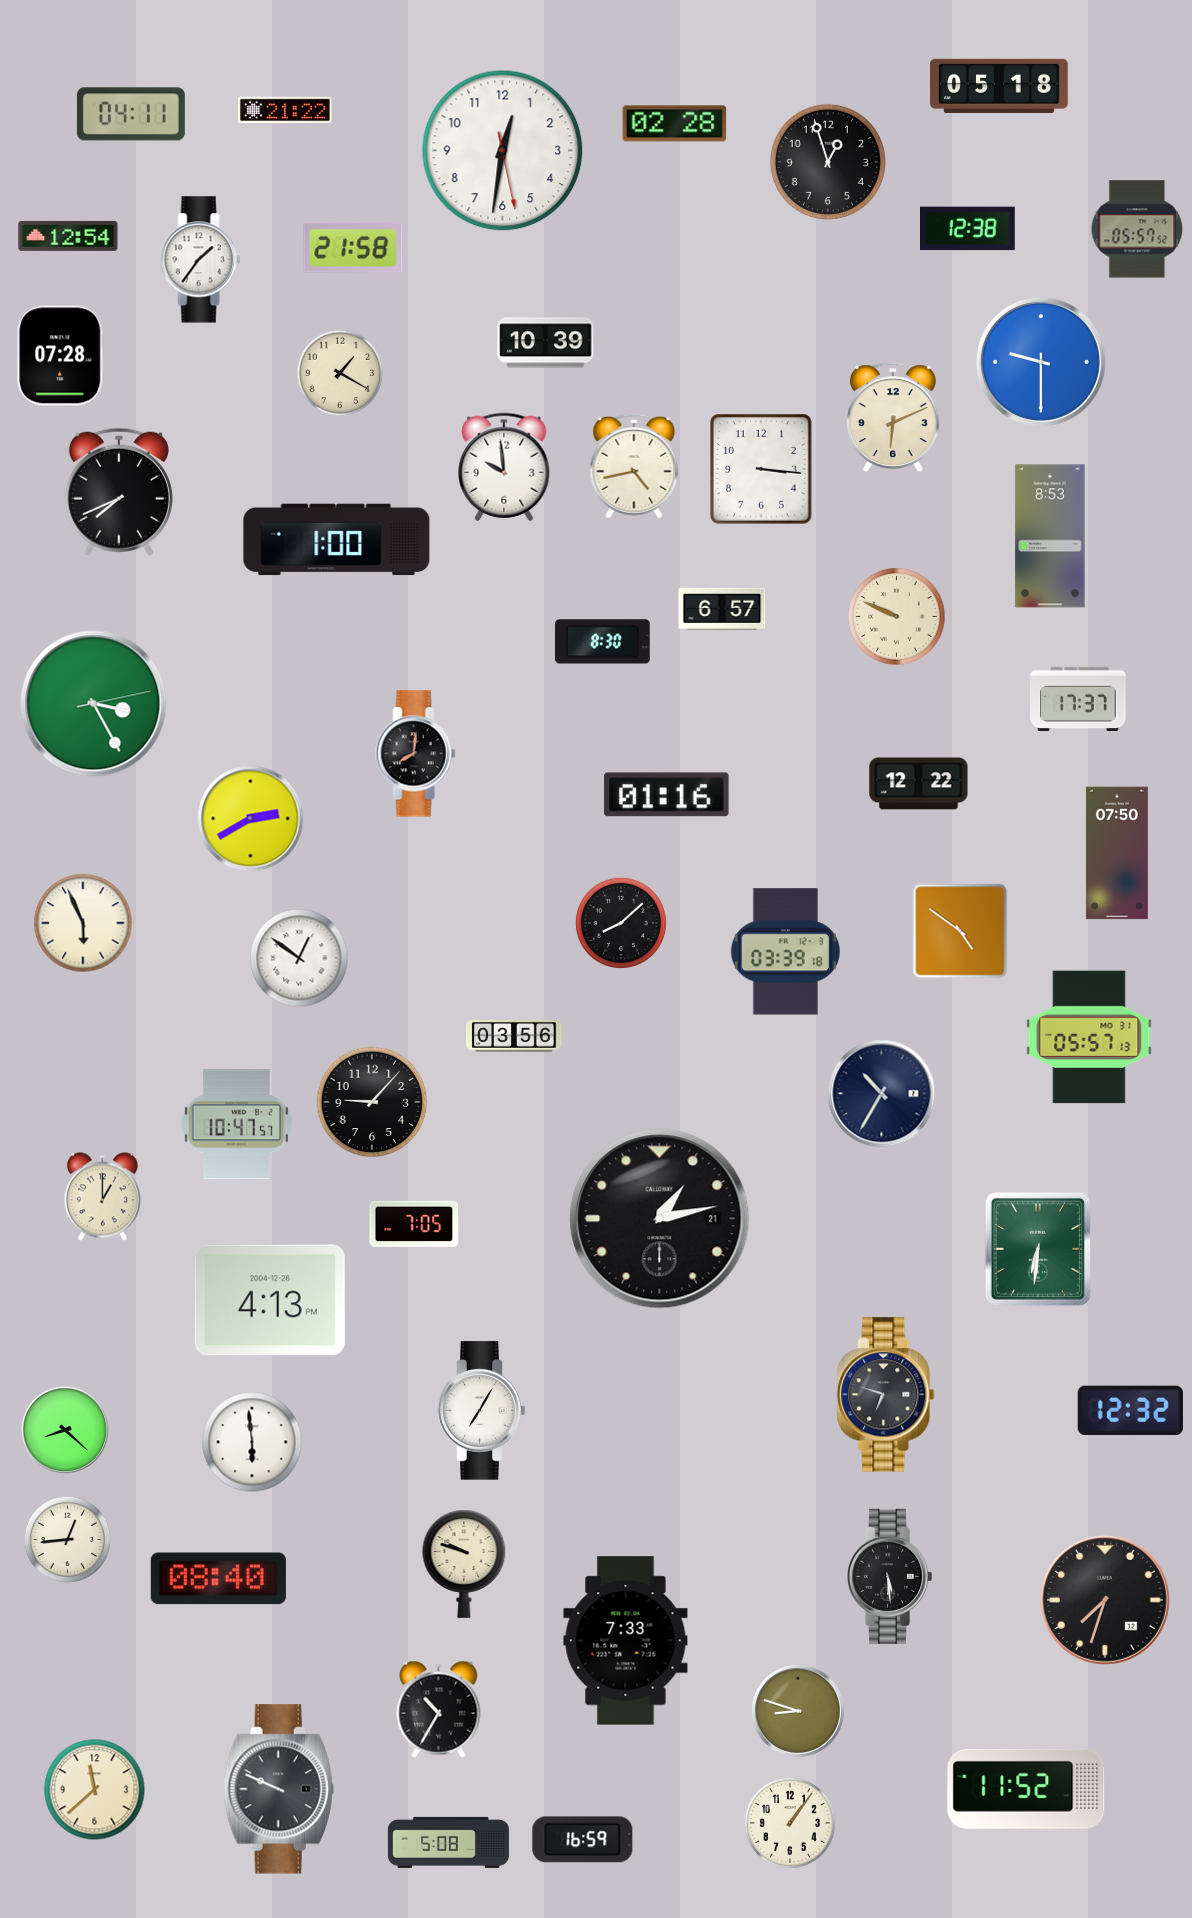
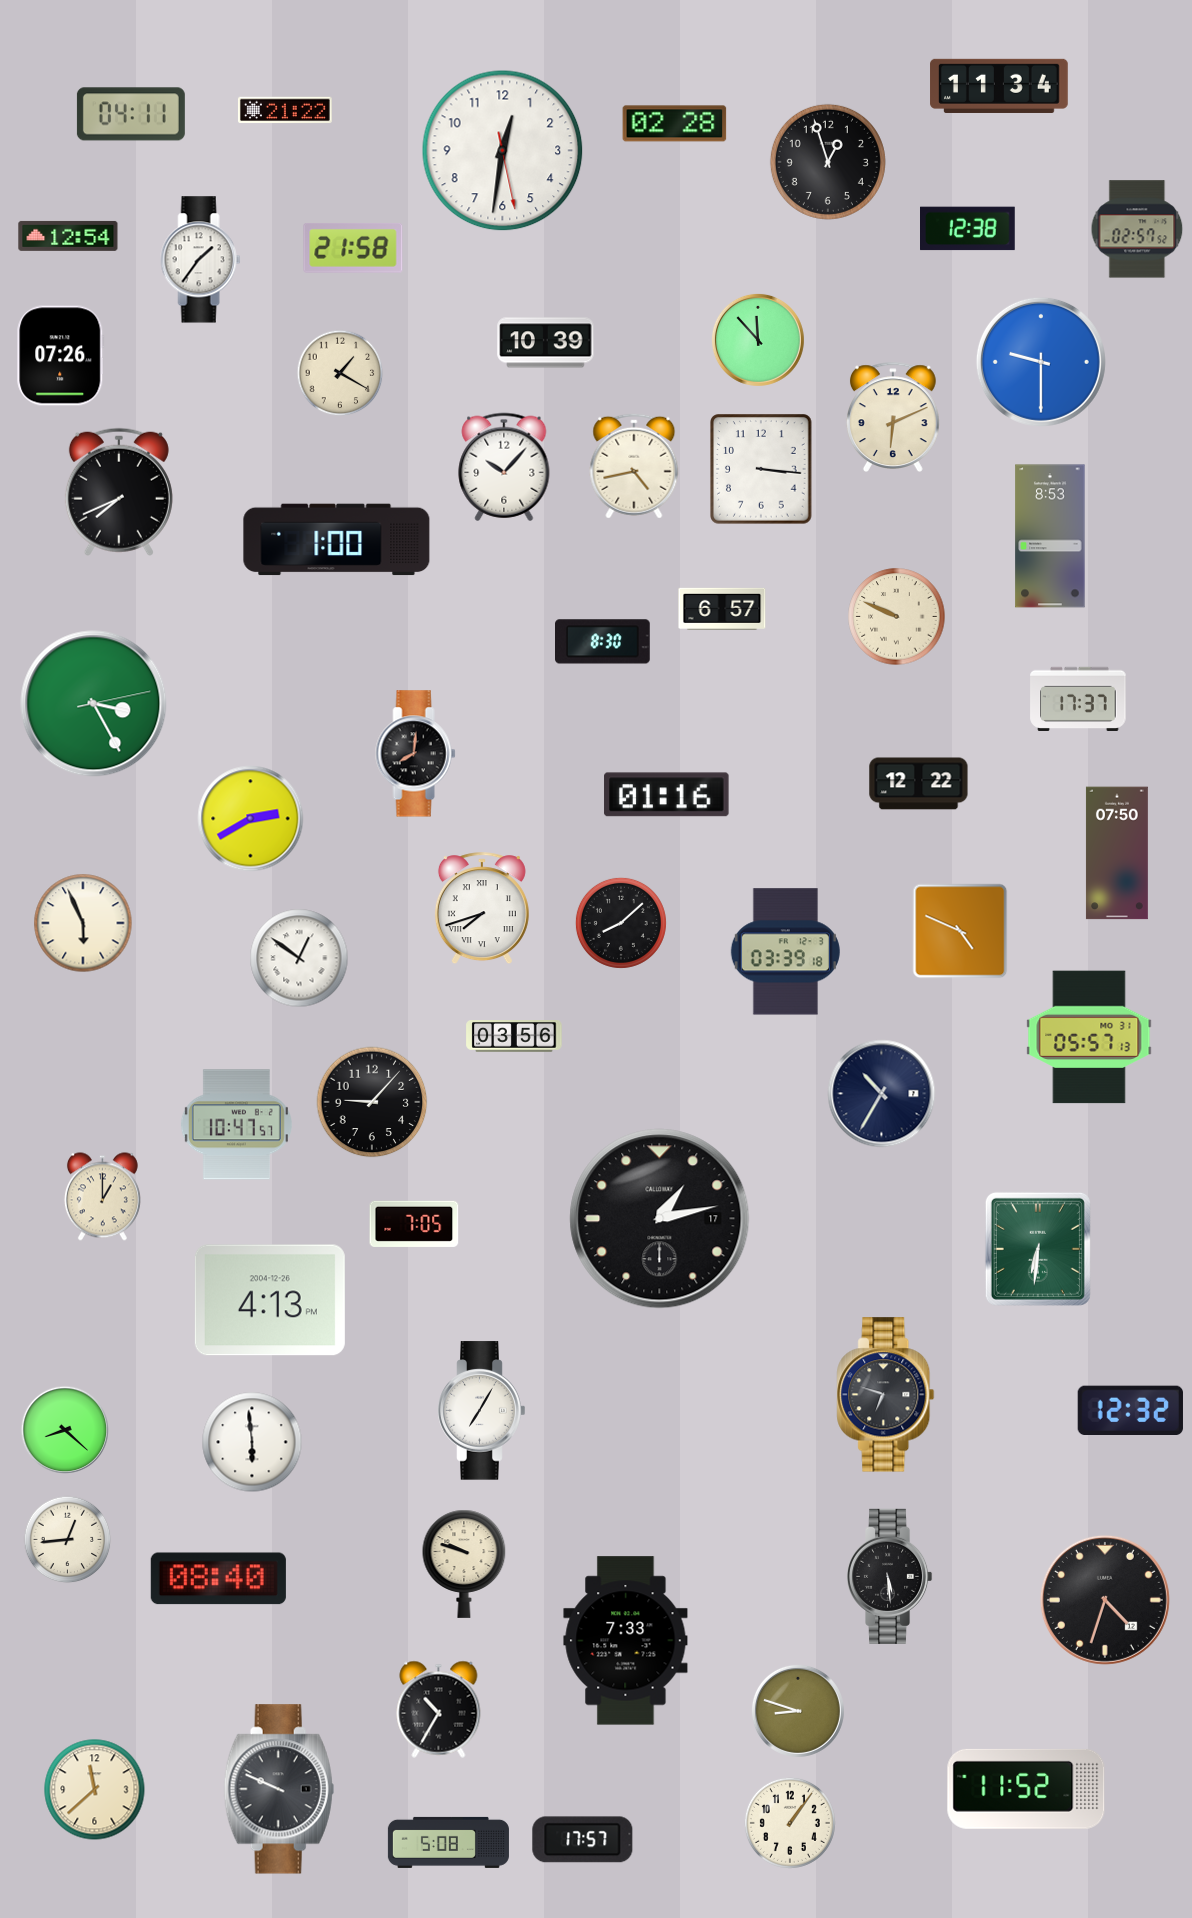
clock at (999, 86): 05:18 -> 11:34
clock at (1137, 229): 05:57 -> 02:57
clock at (758, 340): none -> 11:53
clock at (61, 356): 07:28 -> 07:26
clock at (504, 467): 9:59 -> 10:07
clock at (482, 909): none -> 7:42
clock at (960, 931): 4:51 -> 4:49
clock at (660, 1219) date: 21 -> 17
clock at (1105, 1600): 7:33 -> 4:33
clock at (583, 1840): 16:59 -> 17:57
